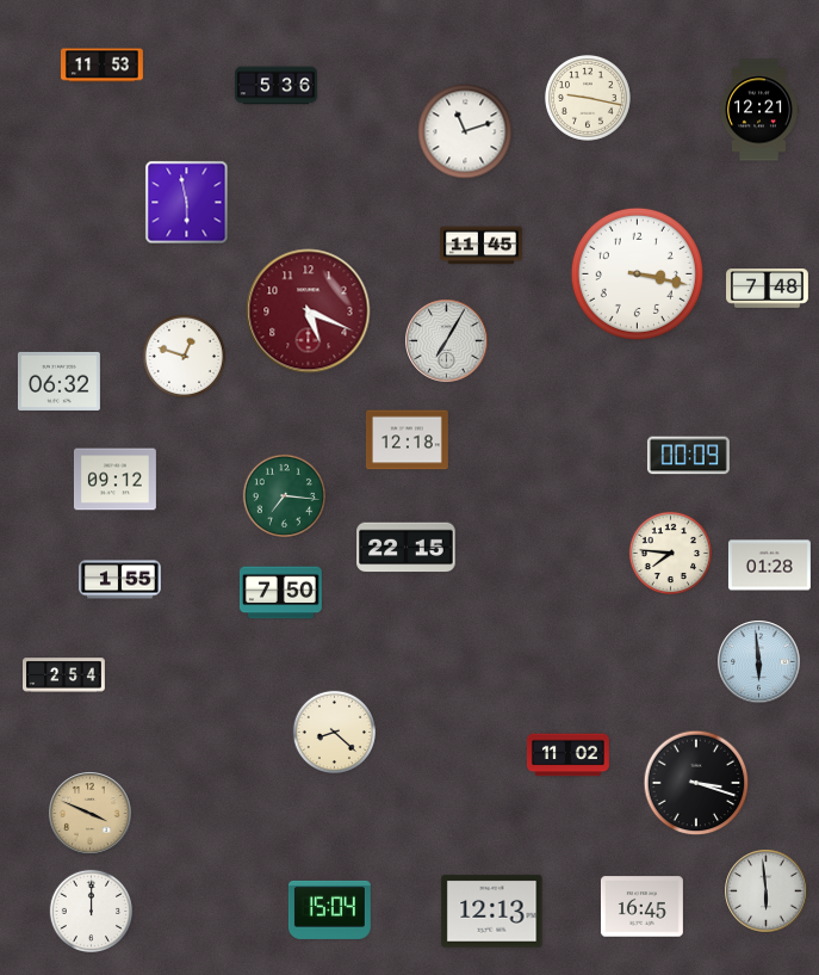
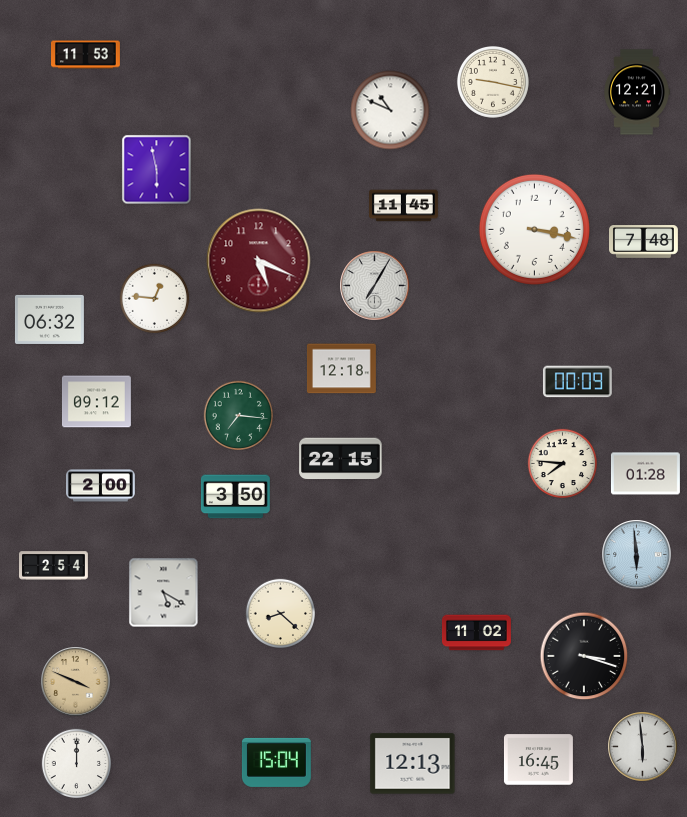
clock at (275, 86): 5:36 -> none
clock at (465, 131): 11:12 -> 10:49
clock at (185, 357): 12:48 -> 12:46
clock at (120, 580): 1:55 -> 2:00
clock at (280, 593): 7:50 -> 3:50
clock at (164, 593): none -> 5:20
